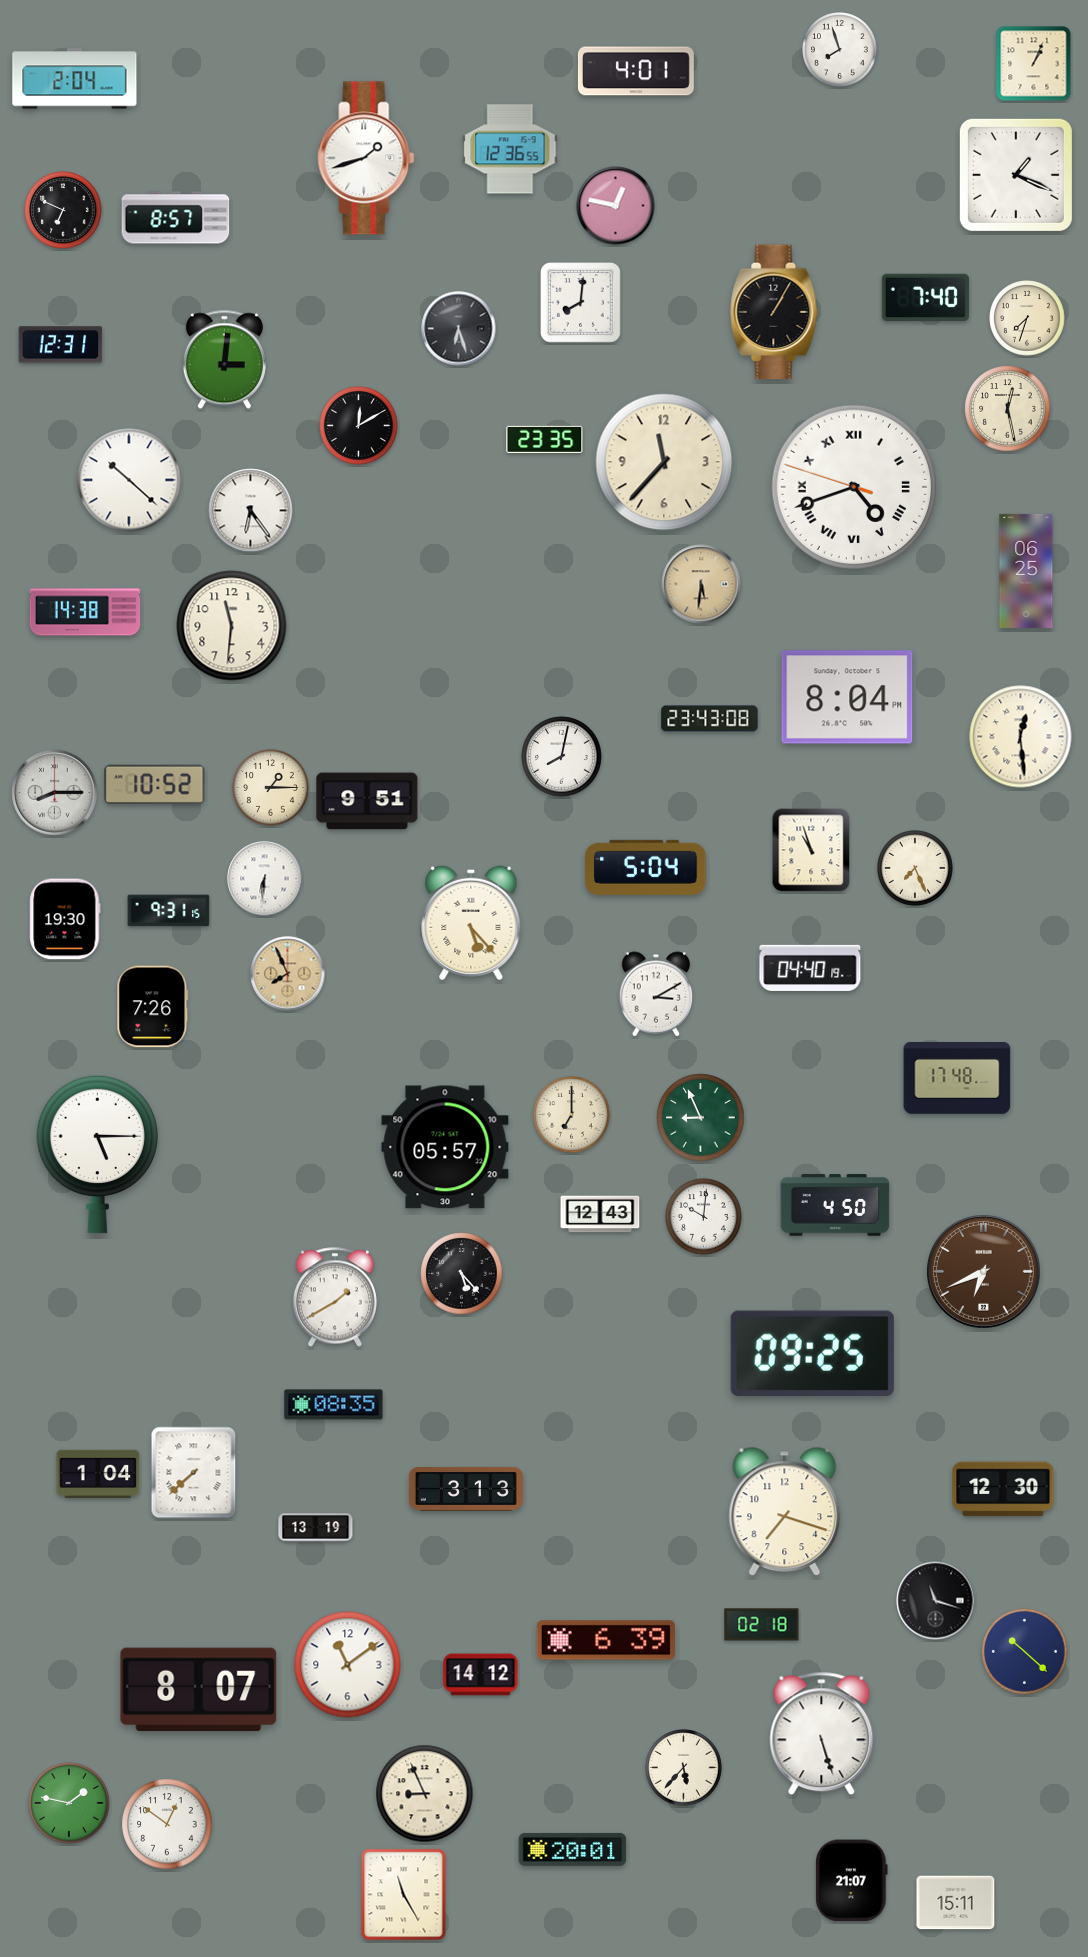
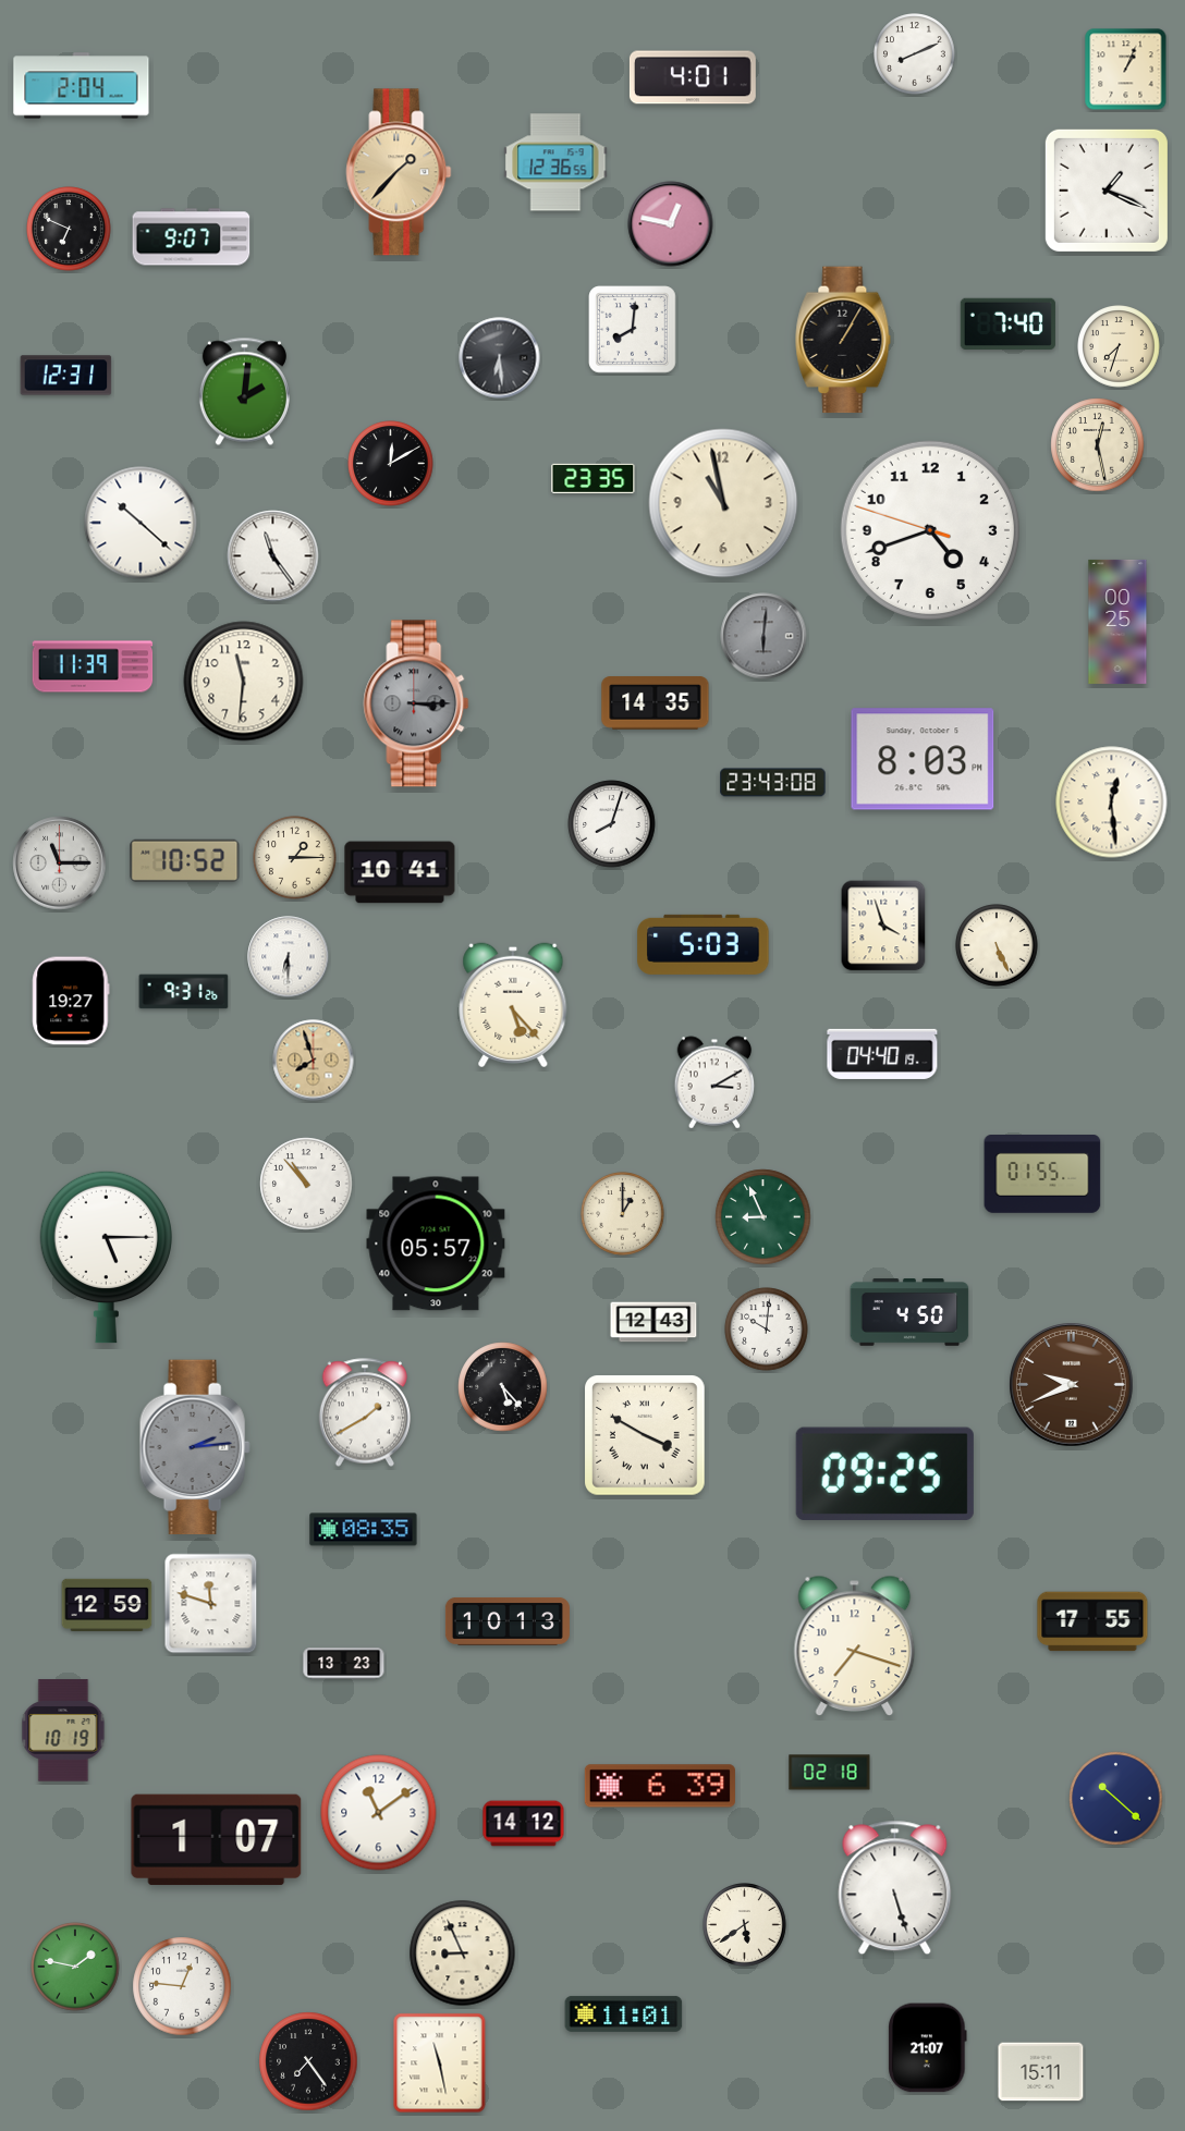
clock at (840, 50): 7:57 -> 8:11
clock at (366, 158): 1:42 -> 1:37
clock at (366, 158) dial: white -> champagne
clock at (176, 218): 8:57 -> 9:07
clock at (459, 329): 6:27 -> 6:29
clock at (224, 360): 3:01 -> 2:01
clock at (664, 462): 11:37 -> 10:58
clock at (854, 487) numerals: Roman -> Arabic
clock at (251, 511): 6:24 -> 11:24
clock at (1026, 571): 06:25 -> 00:25
clock at (701, 584): 5:31 -> 6:01
clock at (701, 584) dial: champagne -> grey
clock at (85, 612): 14:38 -> 11:39
clock at (232, 626) position: (232, 626) -> (244, 682)
clock at (416, 703): none -> 3:15
clock at (656, 703): none -> 14:35
clock at (847, 697): 8:04 -> 8:03
clock at (562, 757): 8:02 -> 8:03
clock at (155, 784) position: (155, 784) -> (185, 860)
clock at (55, 793): 8:15 -> 11:15
clock at (367, 801): 9:51 -> 10:41
clock at (811, 850): 10:57 -> 3:57
clock at (646, 867): 5:04 -> 5:03
clock at (915, 868): 7:26 -> 5:26
clock at (265, 879): 6:31 -> 6:30
clock at (169, 911): 9:31:15 -> 9:31:26
clock at (65, 919): 19:30 -> 19:27
clock at (288, 974): 7:56 -> 7:57
clock at (153, 1007): 7:26 -> none
clock at (957, 1079): 17:48 -> 01:55
clock at (306, 1184): none -> 10:53
clock at (572, 1115): 7:00 -> 1:00
clock at (445, 1147) position: (445, 1147) -> (436, 1244)
clock at (704, 1217) position: (704, 1217) -> (767, 1330)
clock at (984, 1272): 6:41 -> 9:41
clock at (645, 1435): none -> 3:50
clock at (195, 1447): none -> 2:14
clock at (194, 1473): 7:38 -> 11:48
clock at (98, 1474): 1:04 -> 12:59
clock at (466, 1489): 3:13 -> 10:13
clock at (1003, 1489): 12:30 -> 17:55
clock at (316, 1528): 13:19 -> 13:23
clock at (63, 1730): none -> 10:19
clock at (936, 1601): 11:18 -> none
clock at (762, 1625) position: (762, 1625) -> (830, 1773)
clock at (199, 1690): 8:07 -> 1:07
clock at (684, 1768): 5:37 -> 5:39
clock at (69, 1803) position: (69, 1803) -> (75, 1967)
clock at (167, 1824): 12:51 -> 12:46
clock at (573, 1849): 20:01 -> 11:01
clock at (308, 2061): none -> 7:24
clock at (404, 1895): 11:25 -> 11:28
